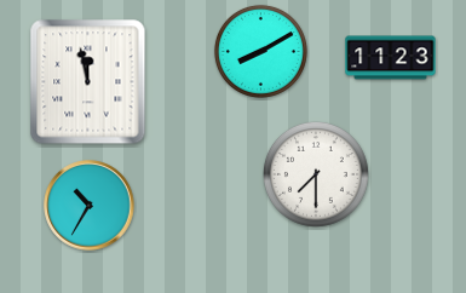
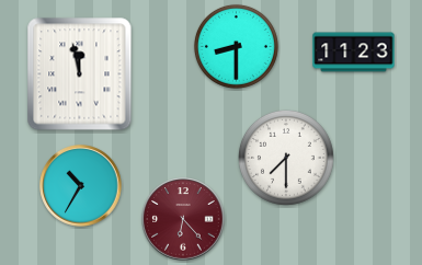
clock at (260, 51): 8:10 -> 8:30
clock at (183, 219): none -> 6:23
